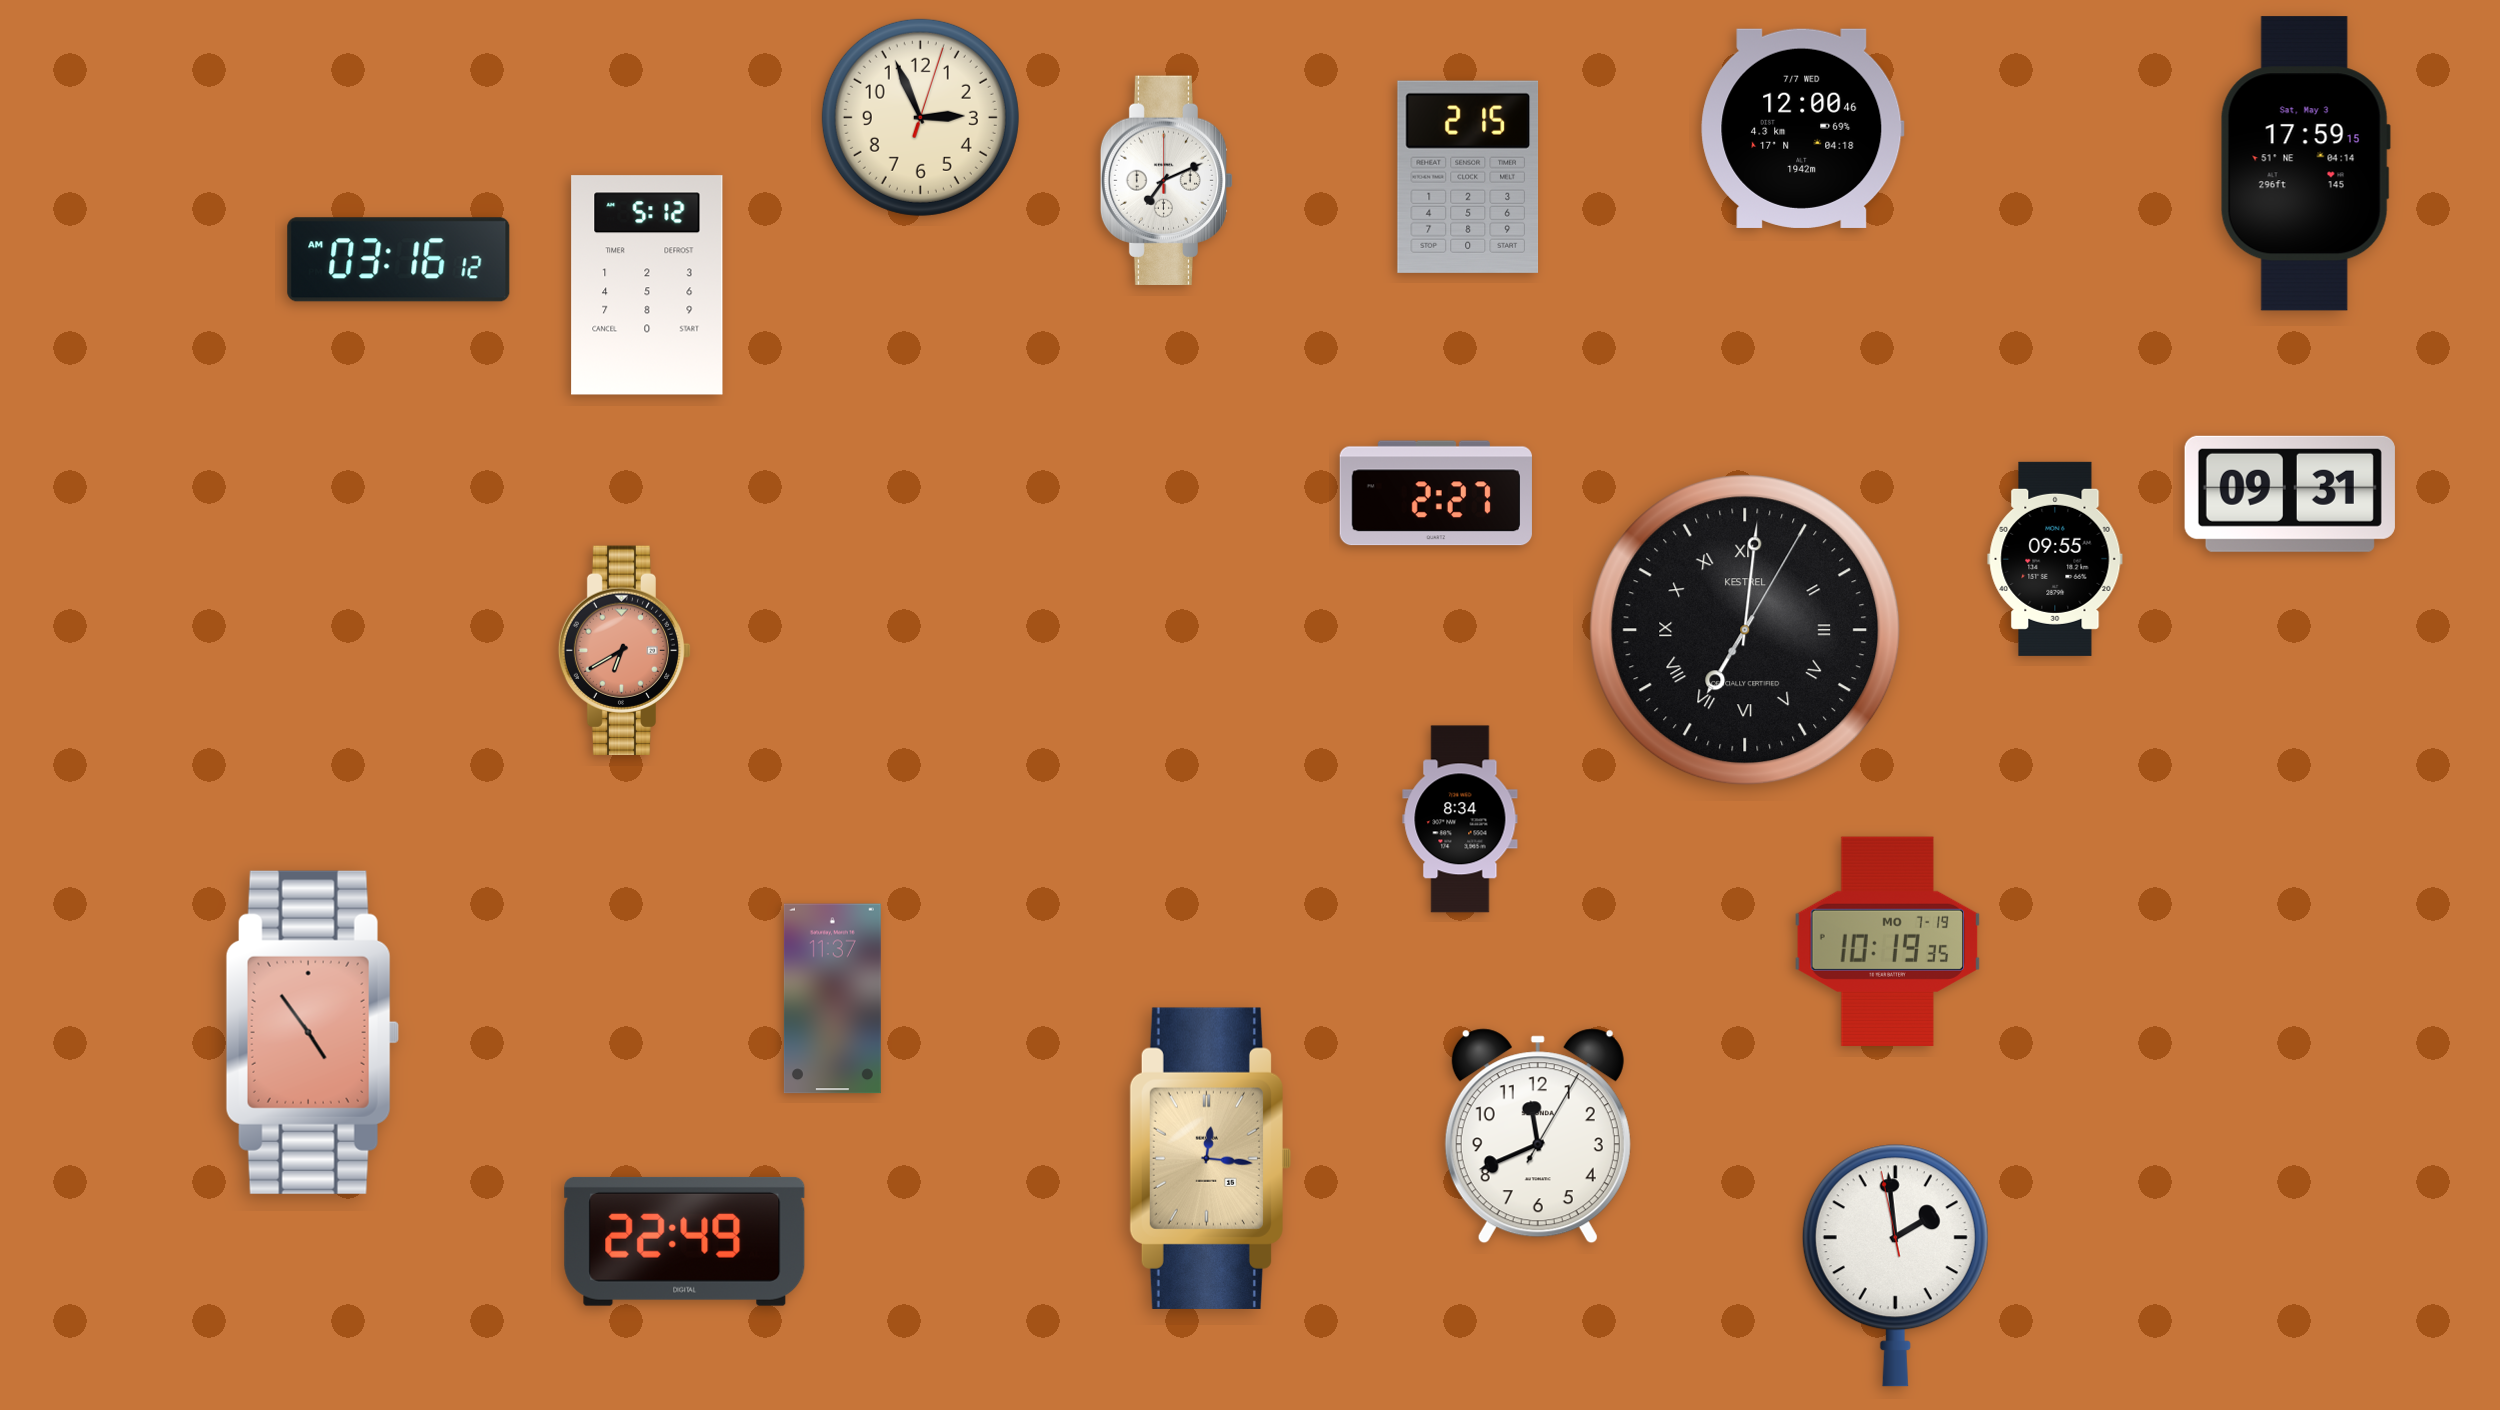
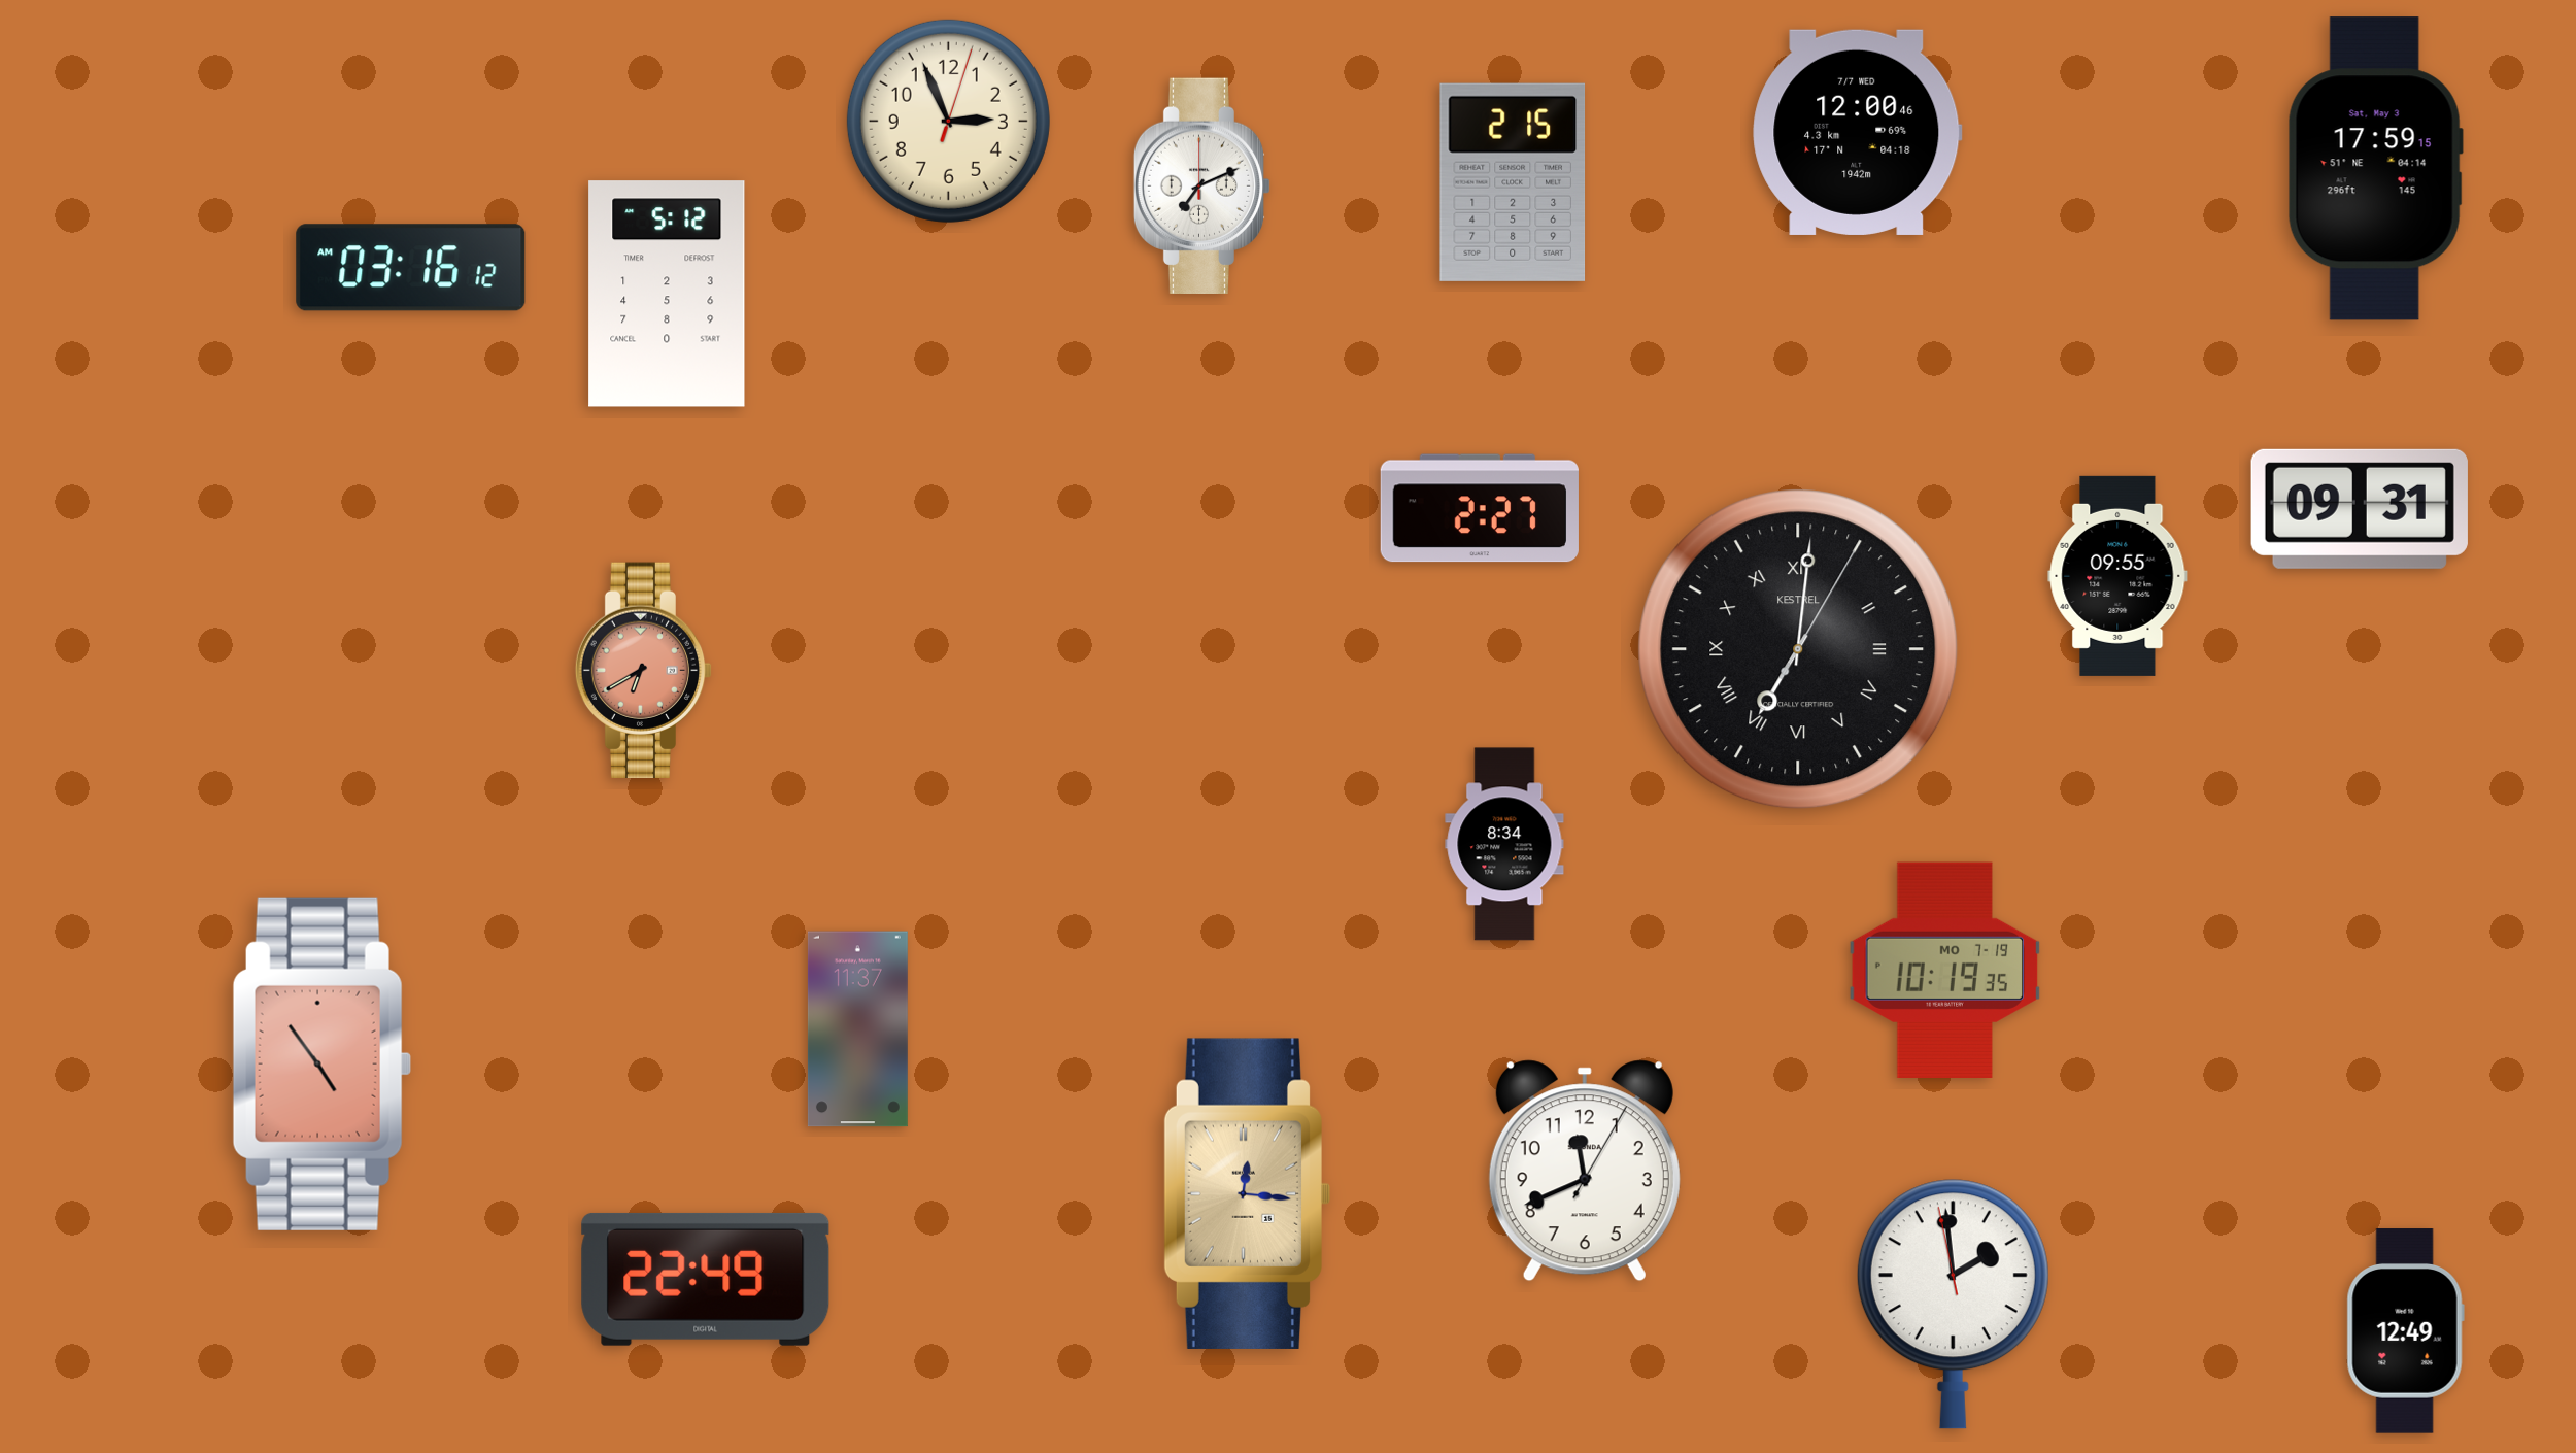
clock at (2405, 1331): none -> 12:49
